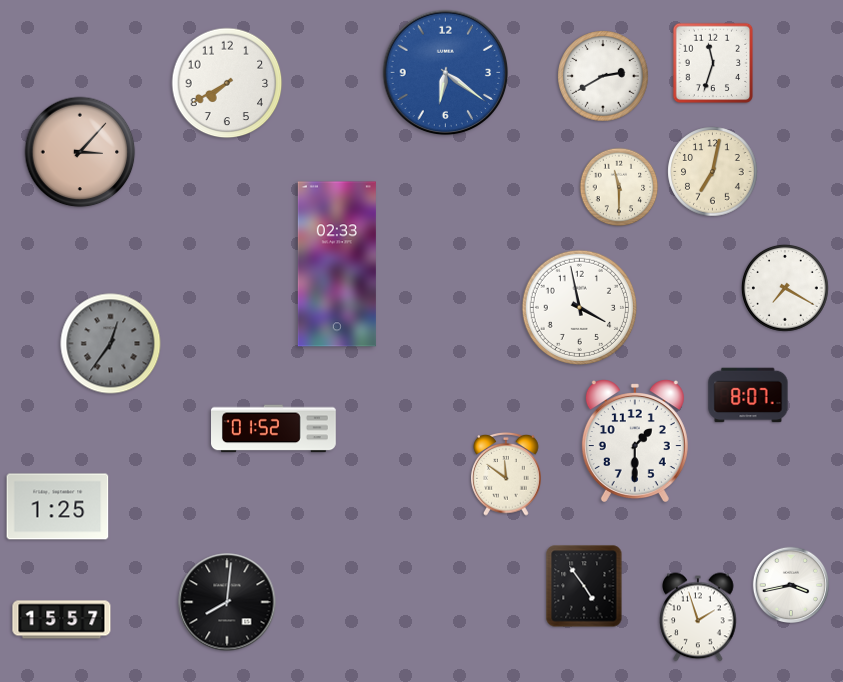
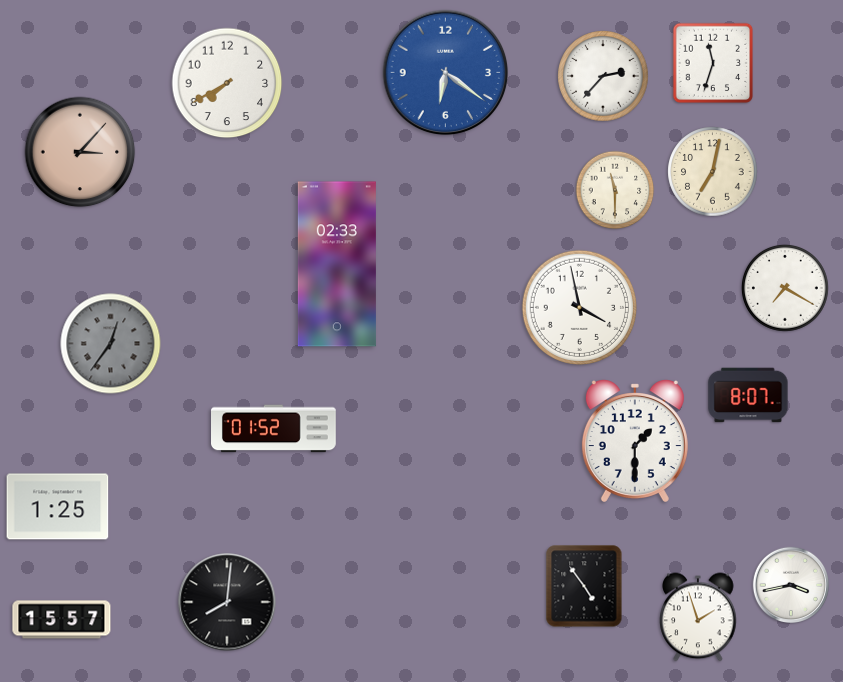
clock at (603, 76): 2:40 -> 2:37
clock at (619, 187) position: (619, 187) -> (615, 190)
clock at (506, 475): 11:51 -> none
